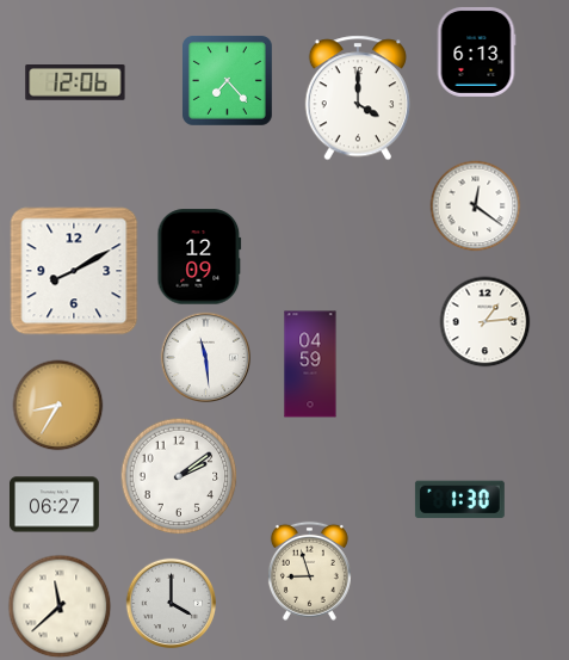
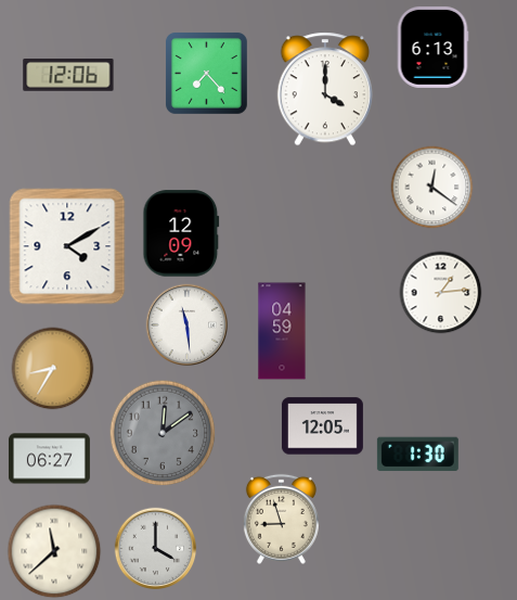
clock at (74, 271): 8:10 -> 4:10
clock at (322, 426): none -> 12:05
clock at (179, 476): 2:09 -> 12:09
clock at (179, 476) dial: white -> grey
